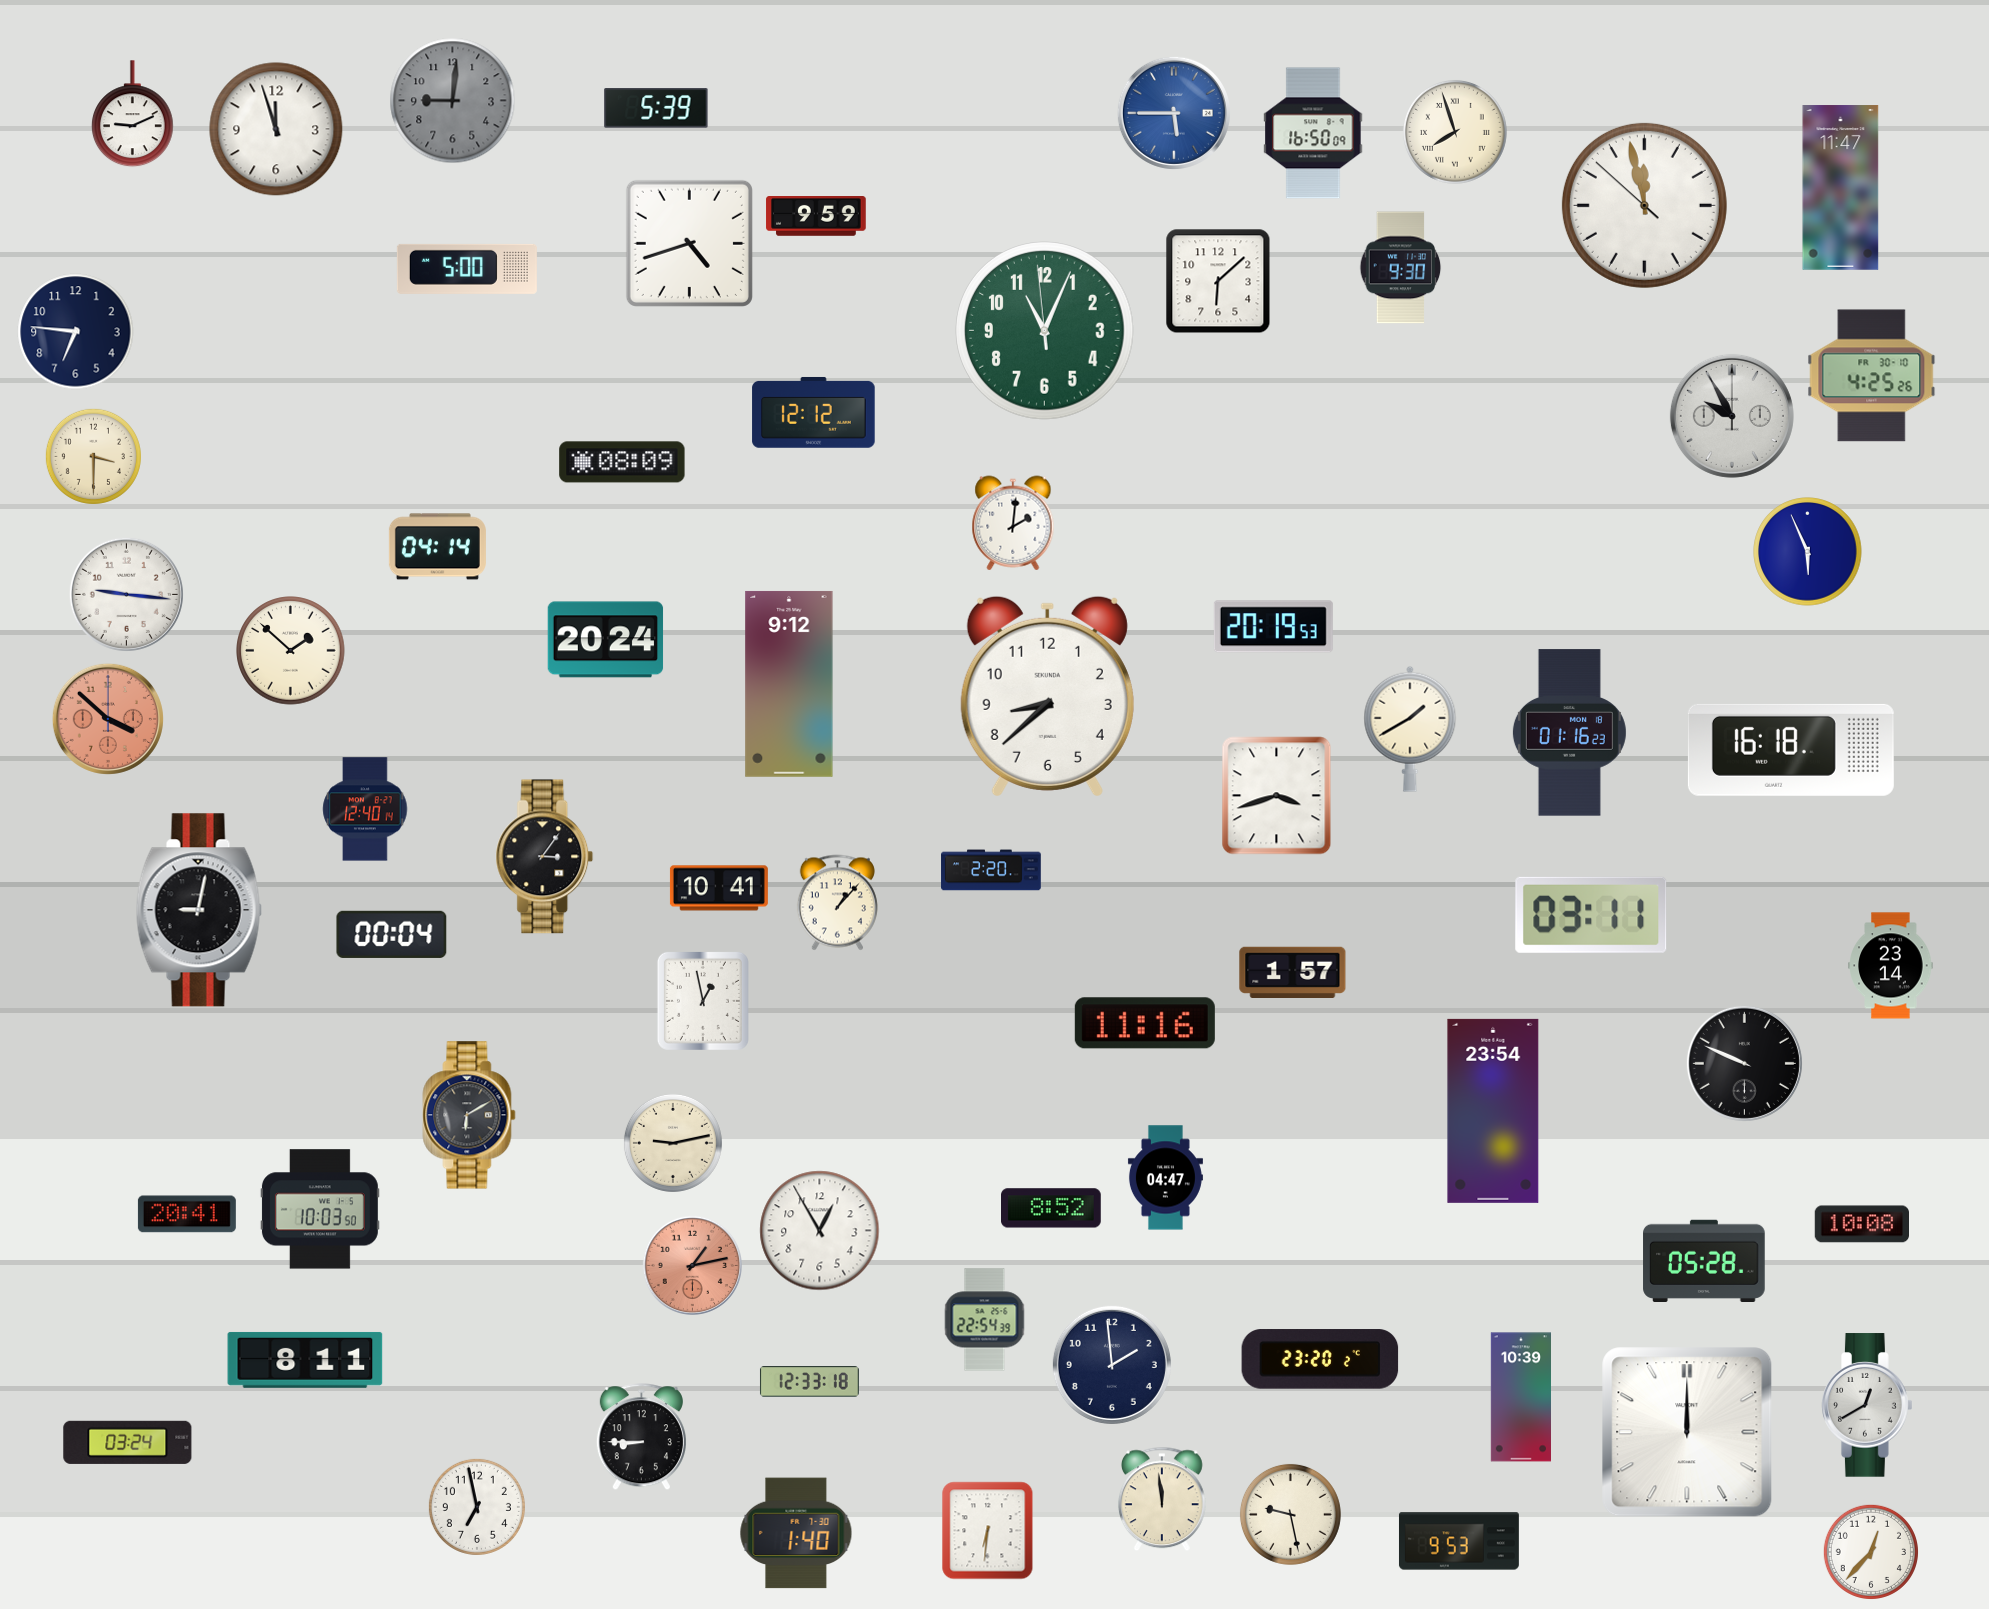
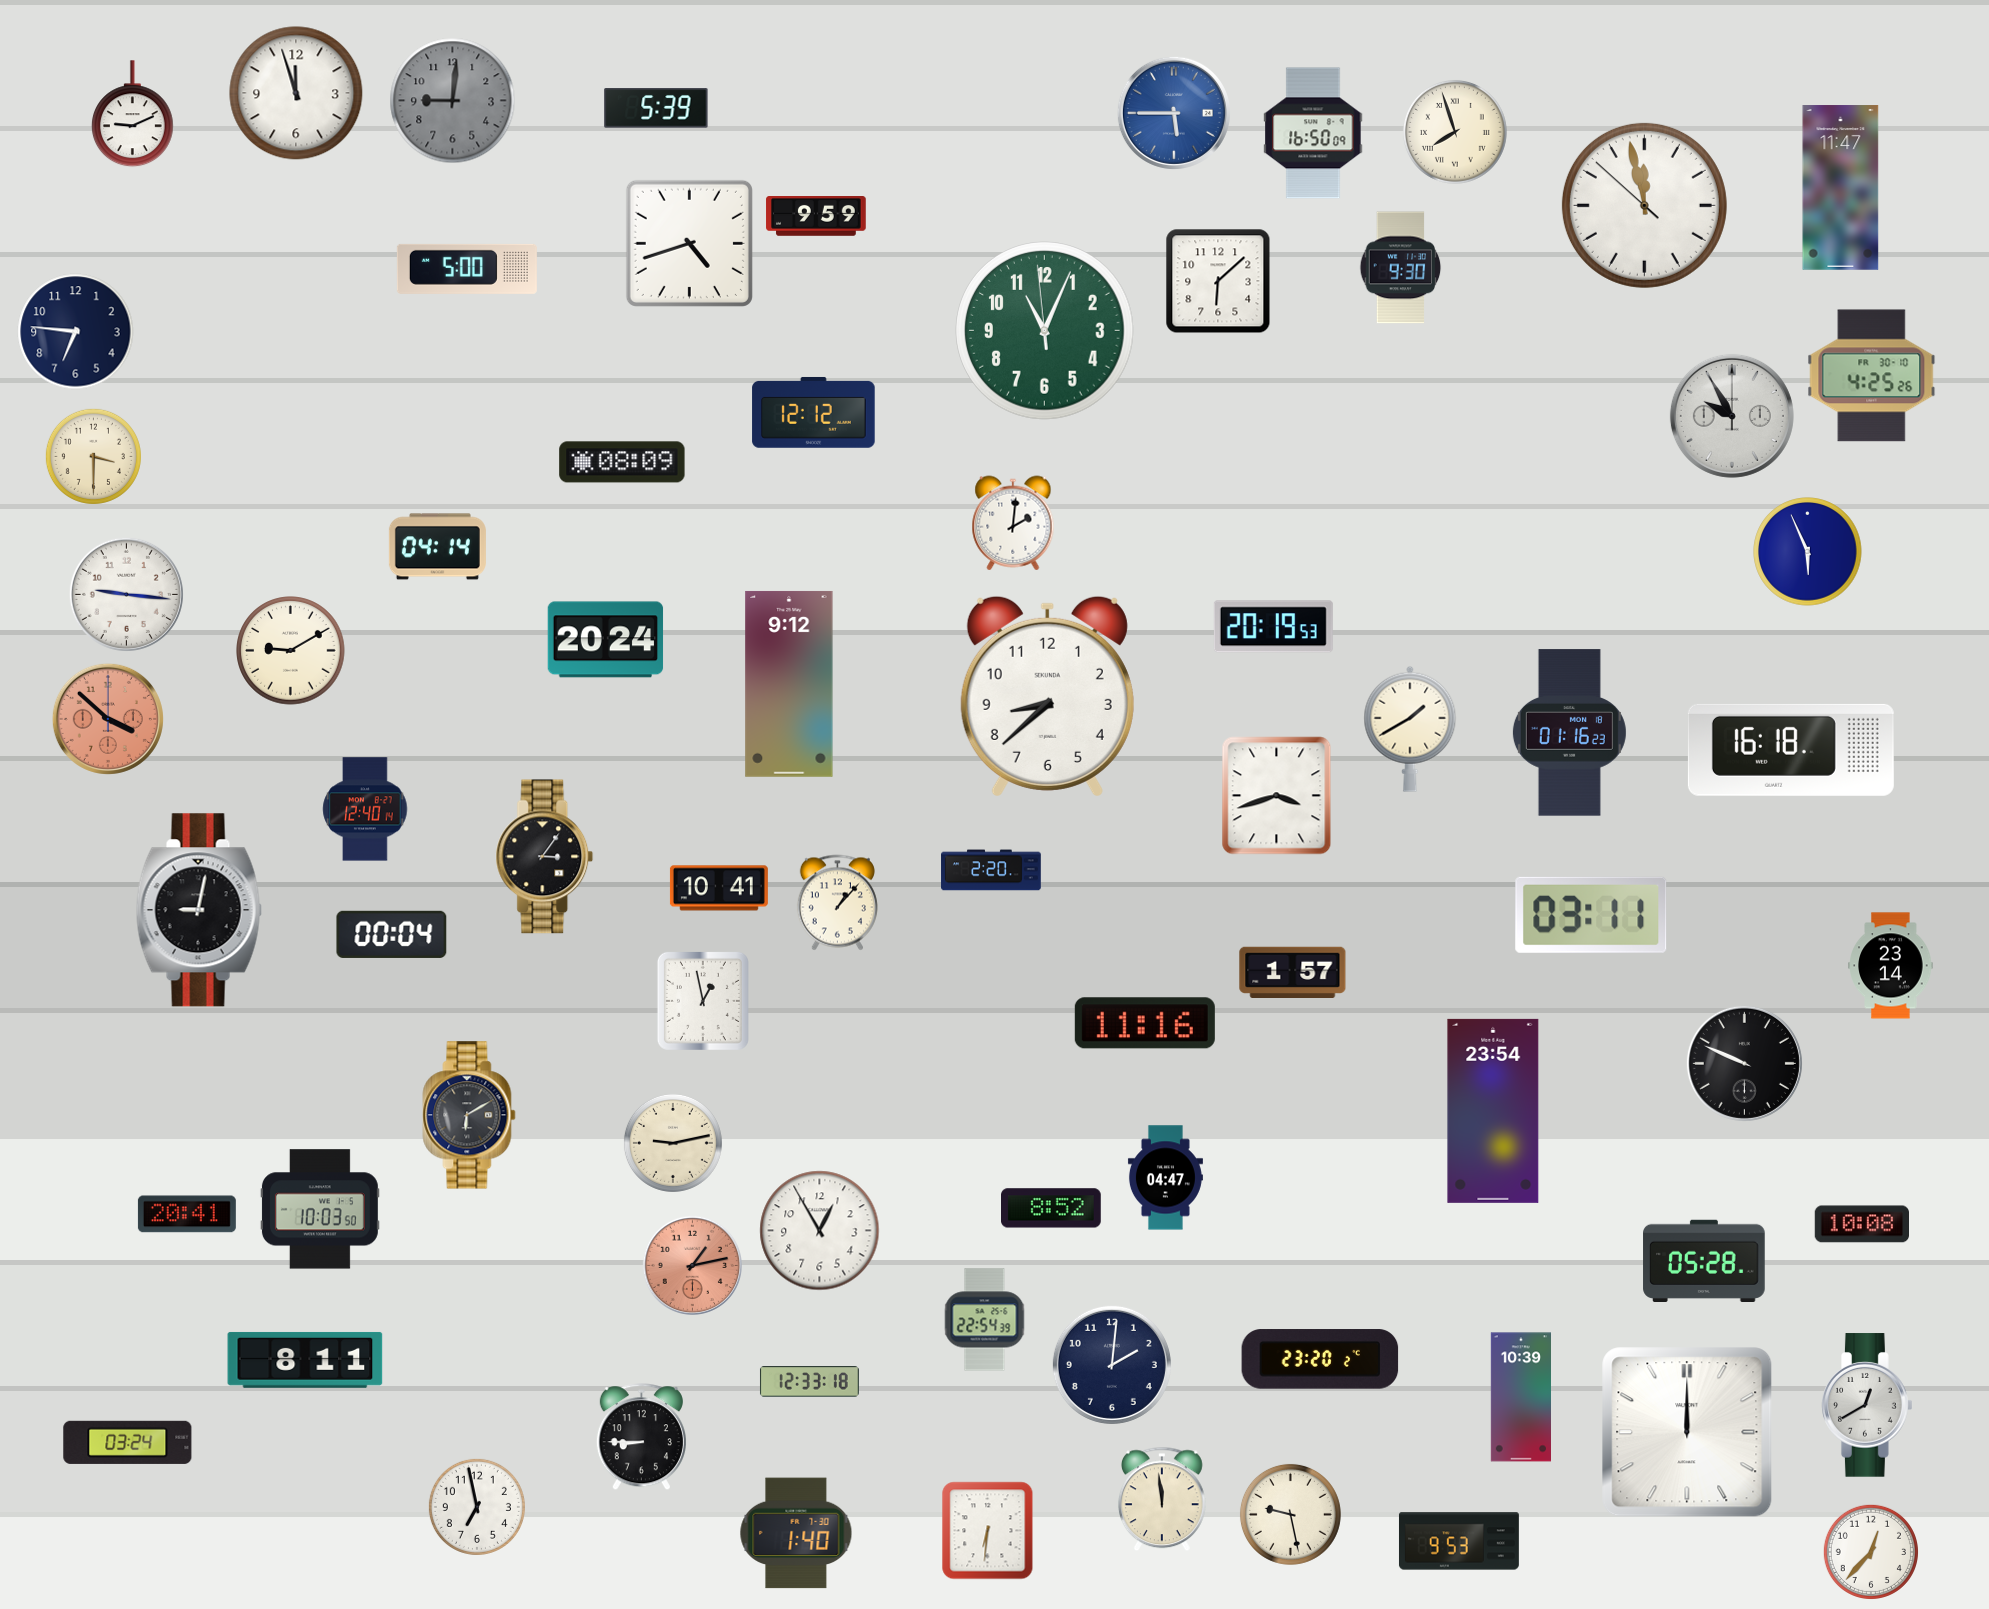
clock at (276, 129) position: (276, 129) -> (296, 93)
clock at (291, 651): 1:52 -> 9:10
clock at (1112, 1365): 1:59 -> 2:01
